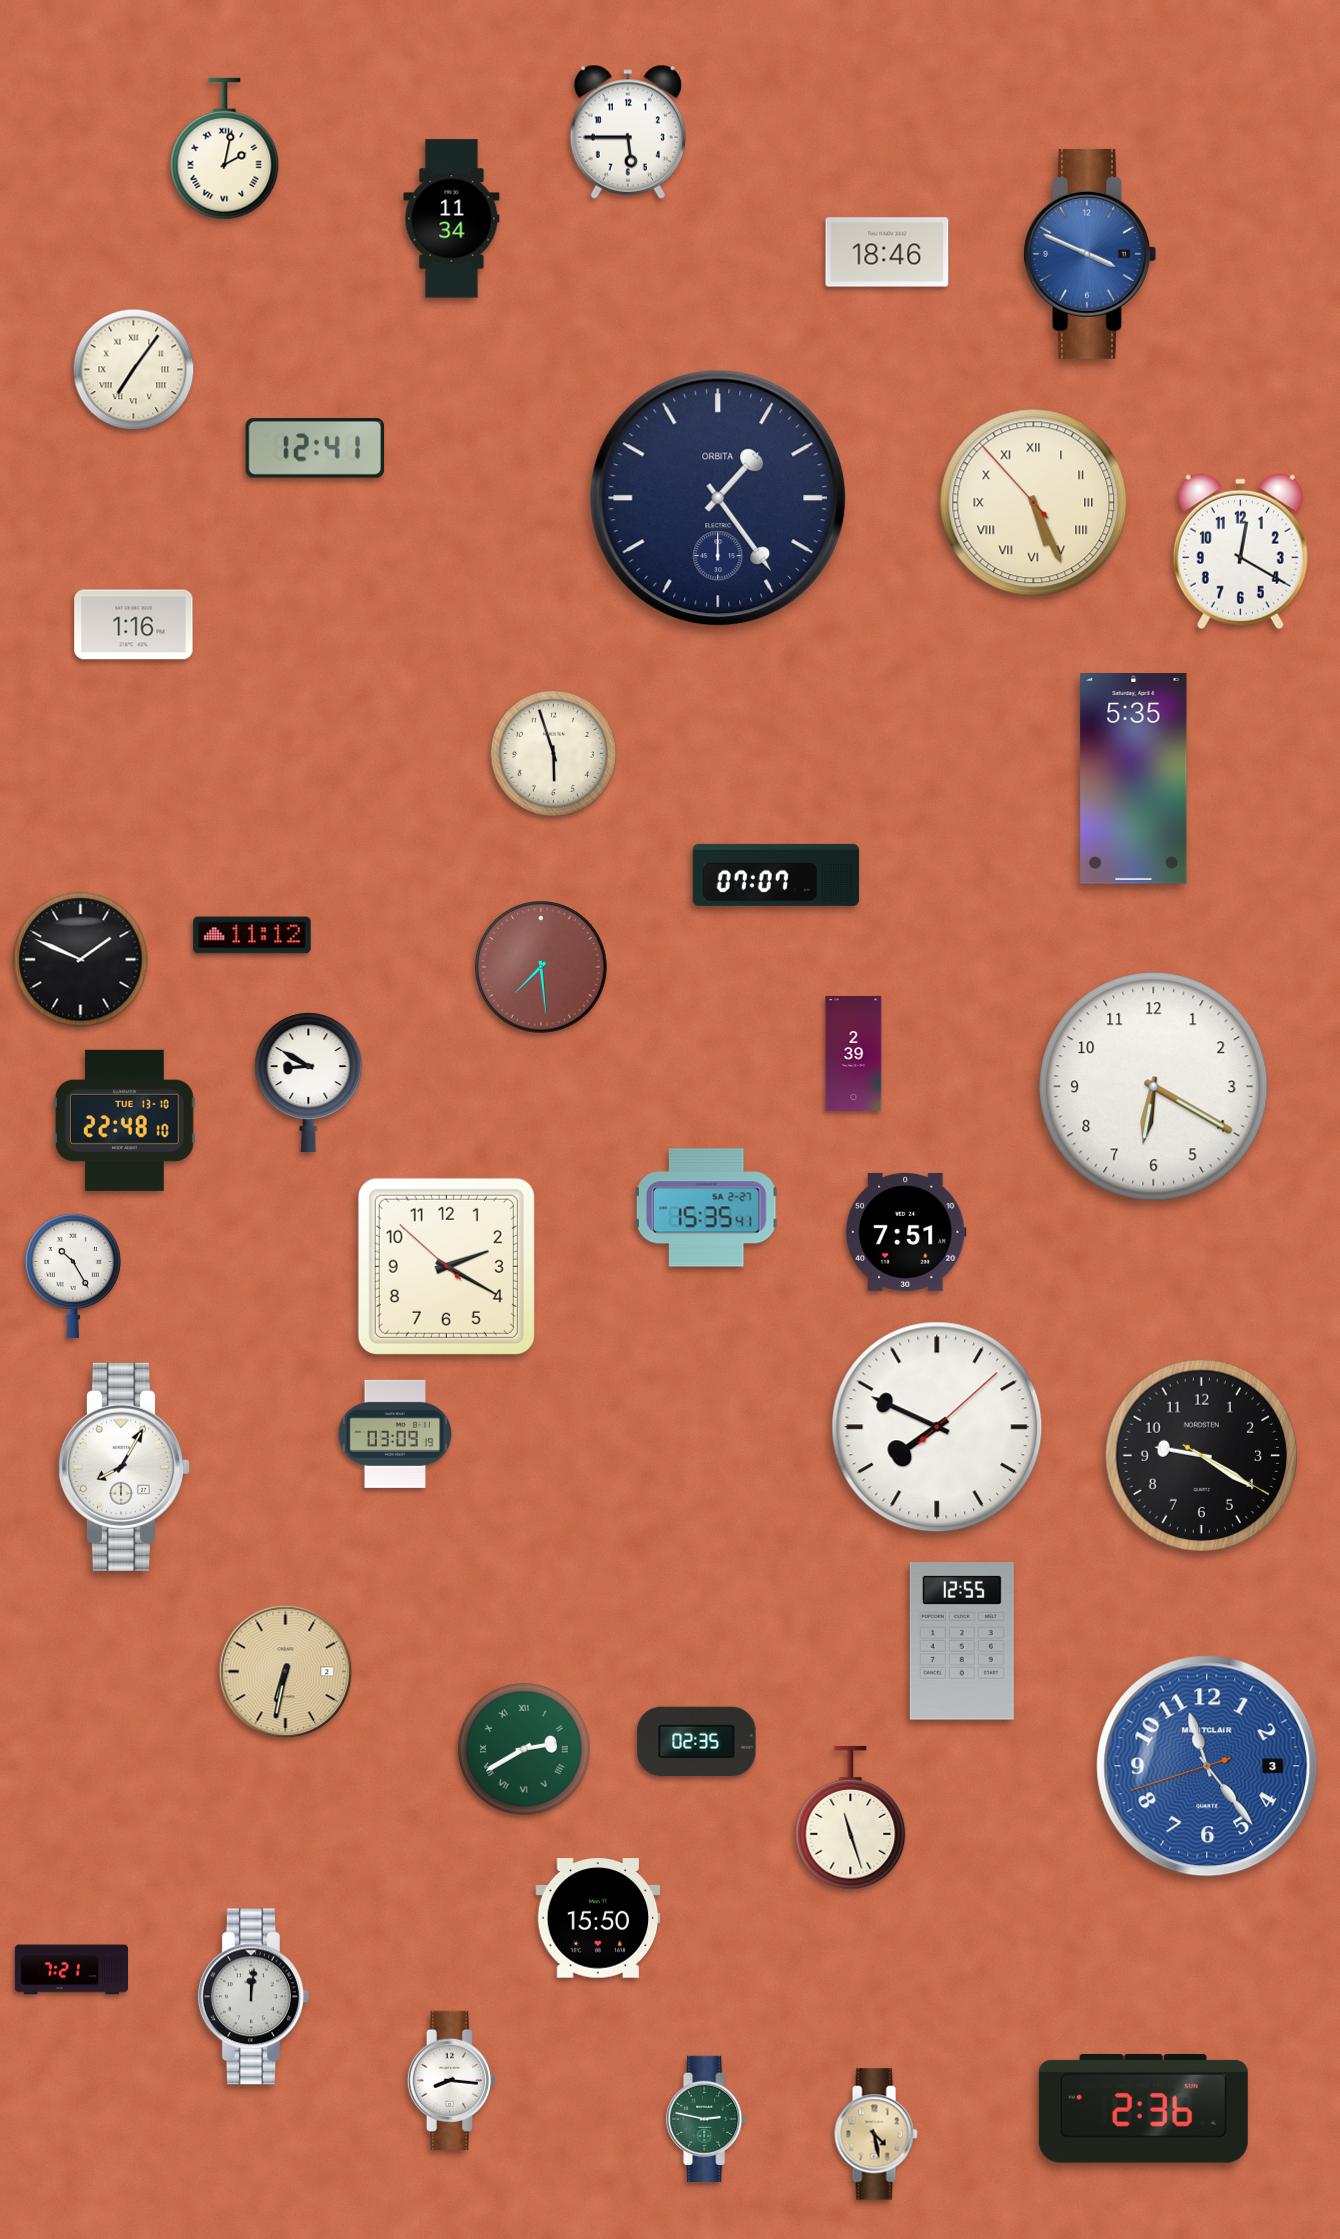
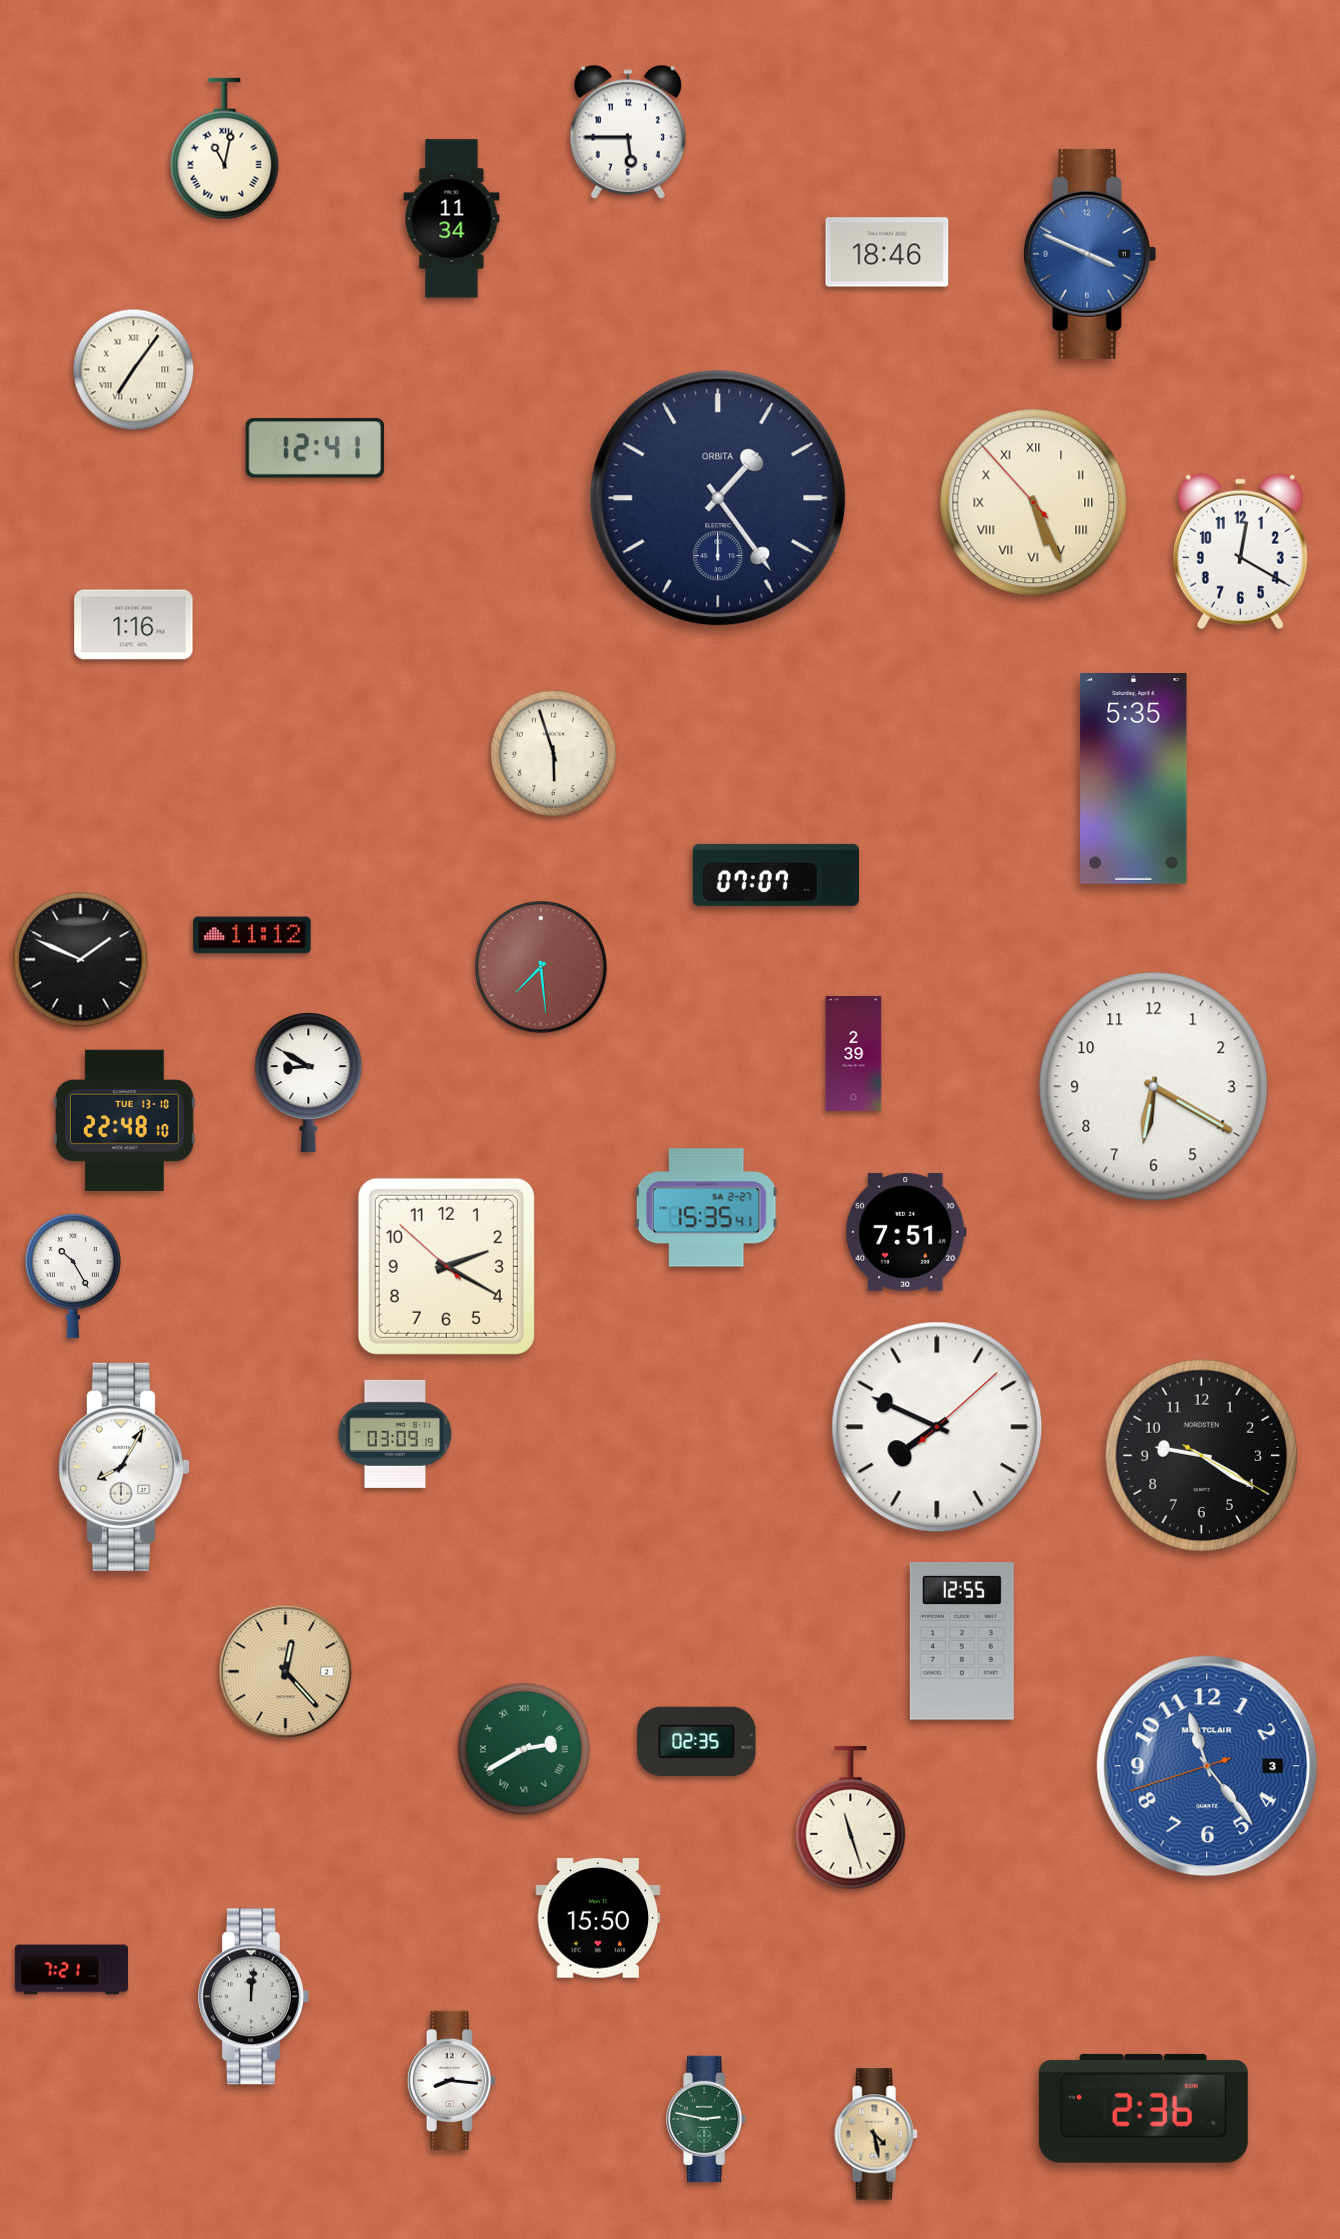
clock at (225, 149): 2:02 -> 11:02
clock at (286, 1672): 6:32 -> 12:23
